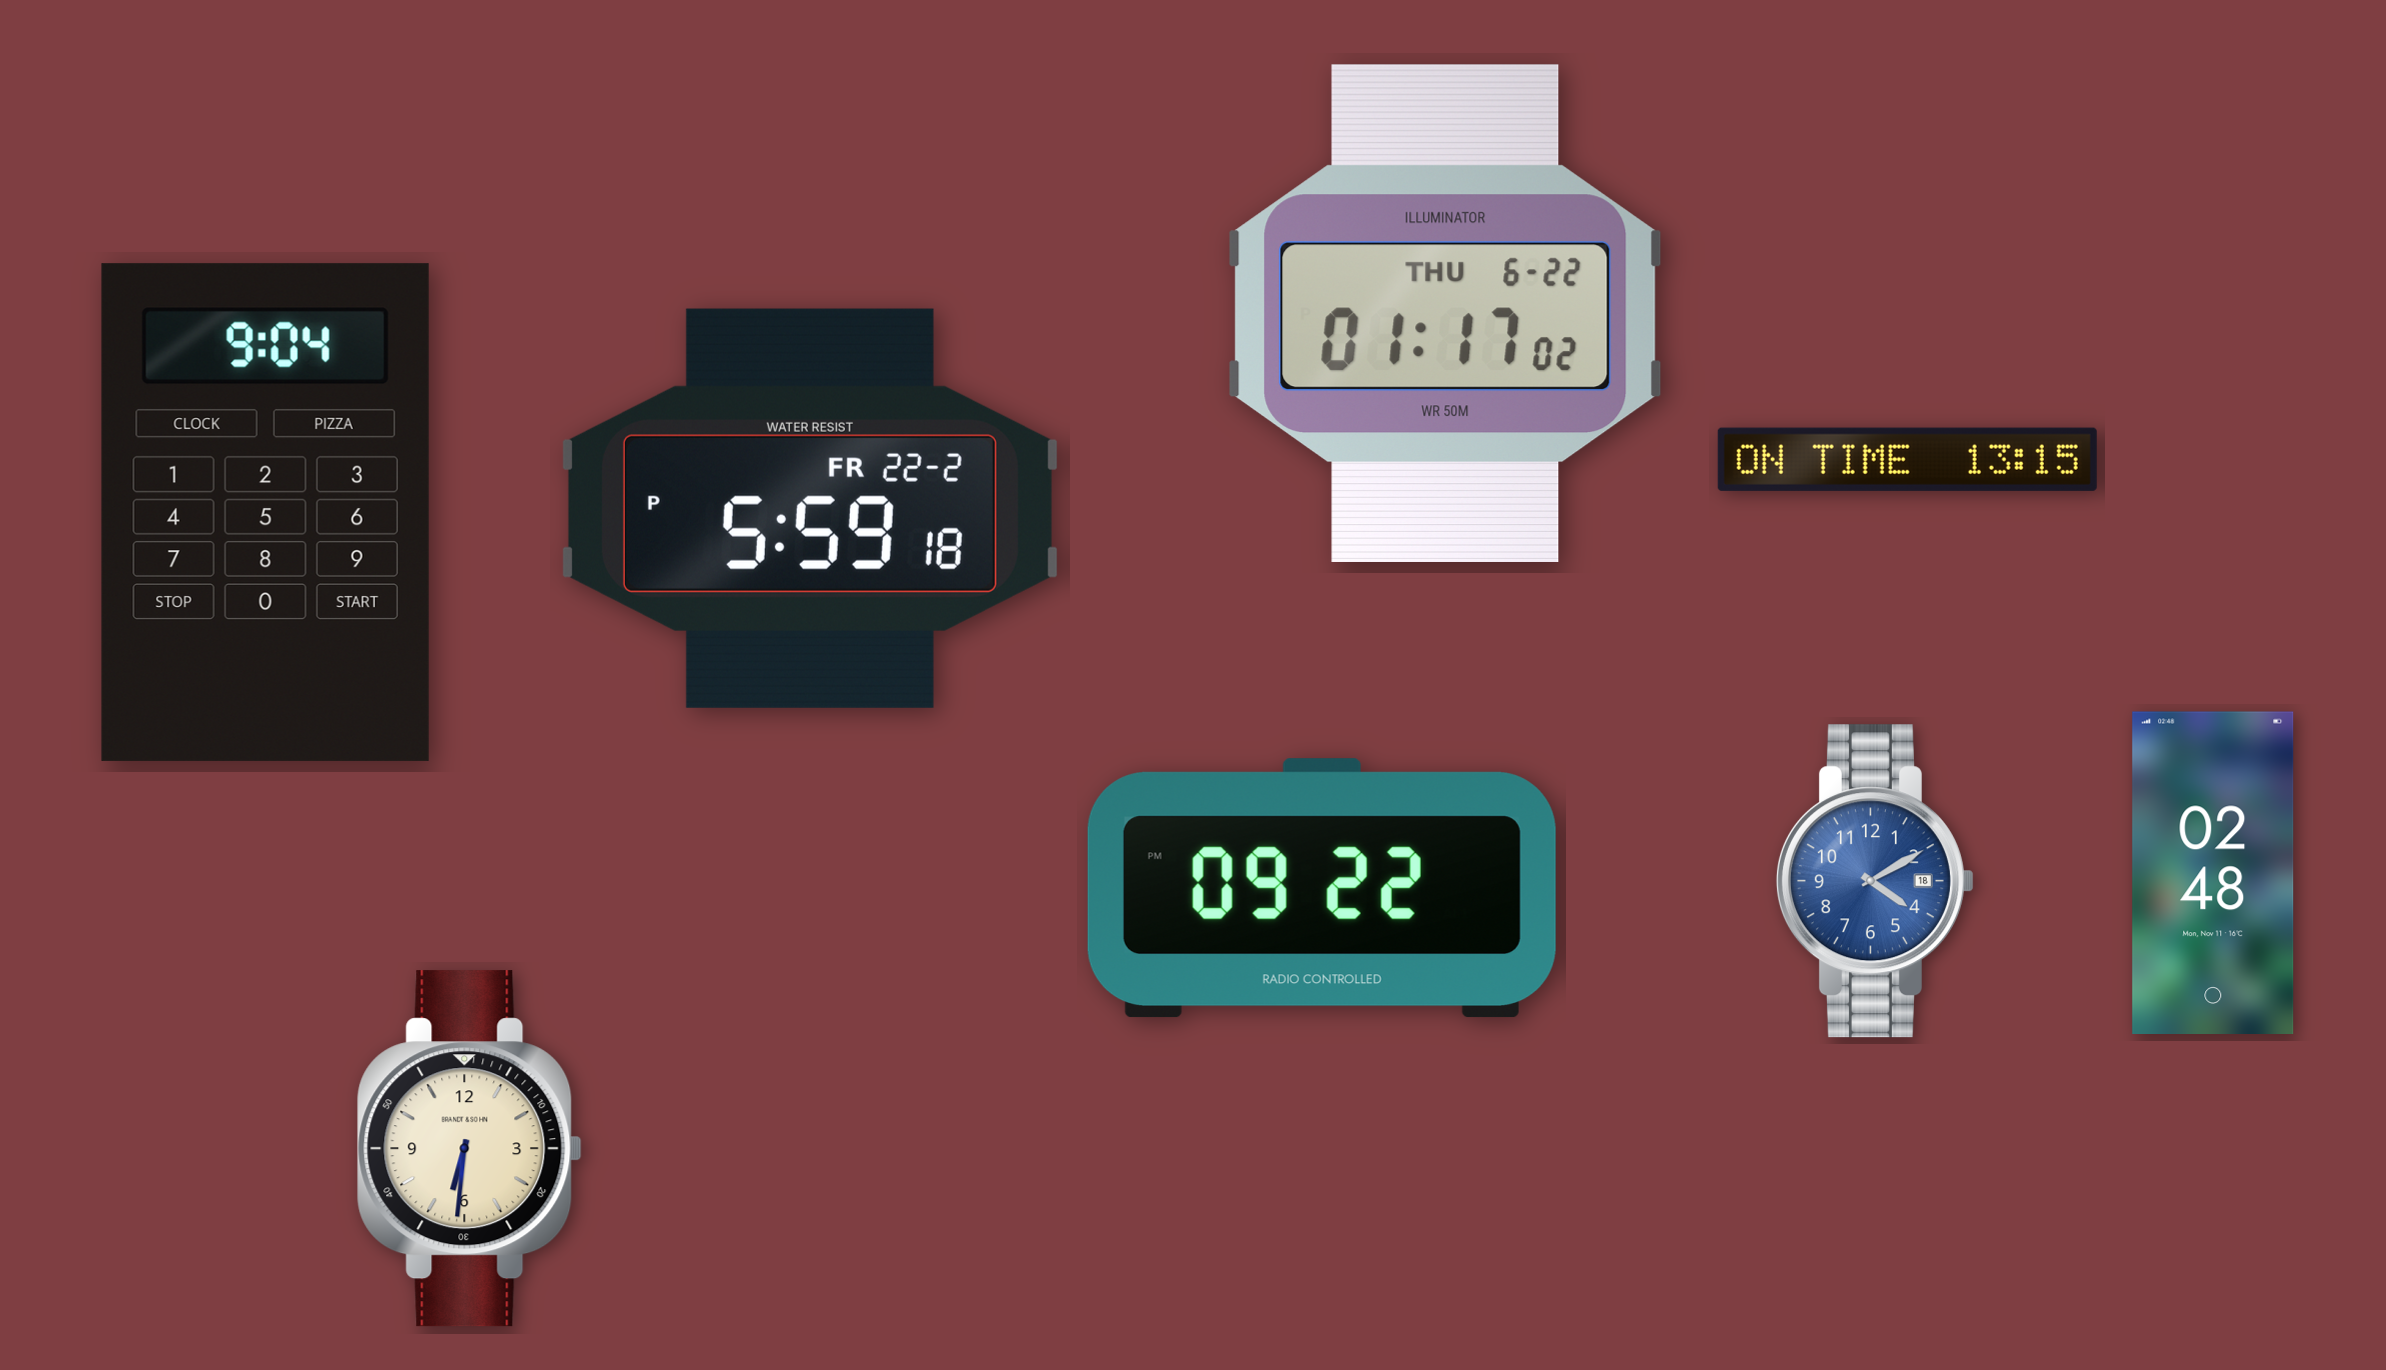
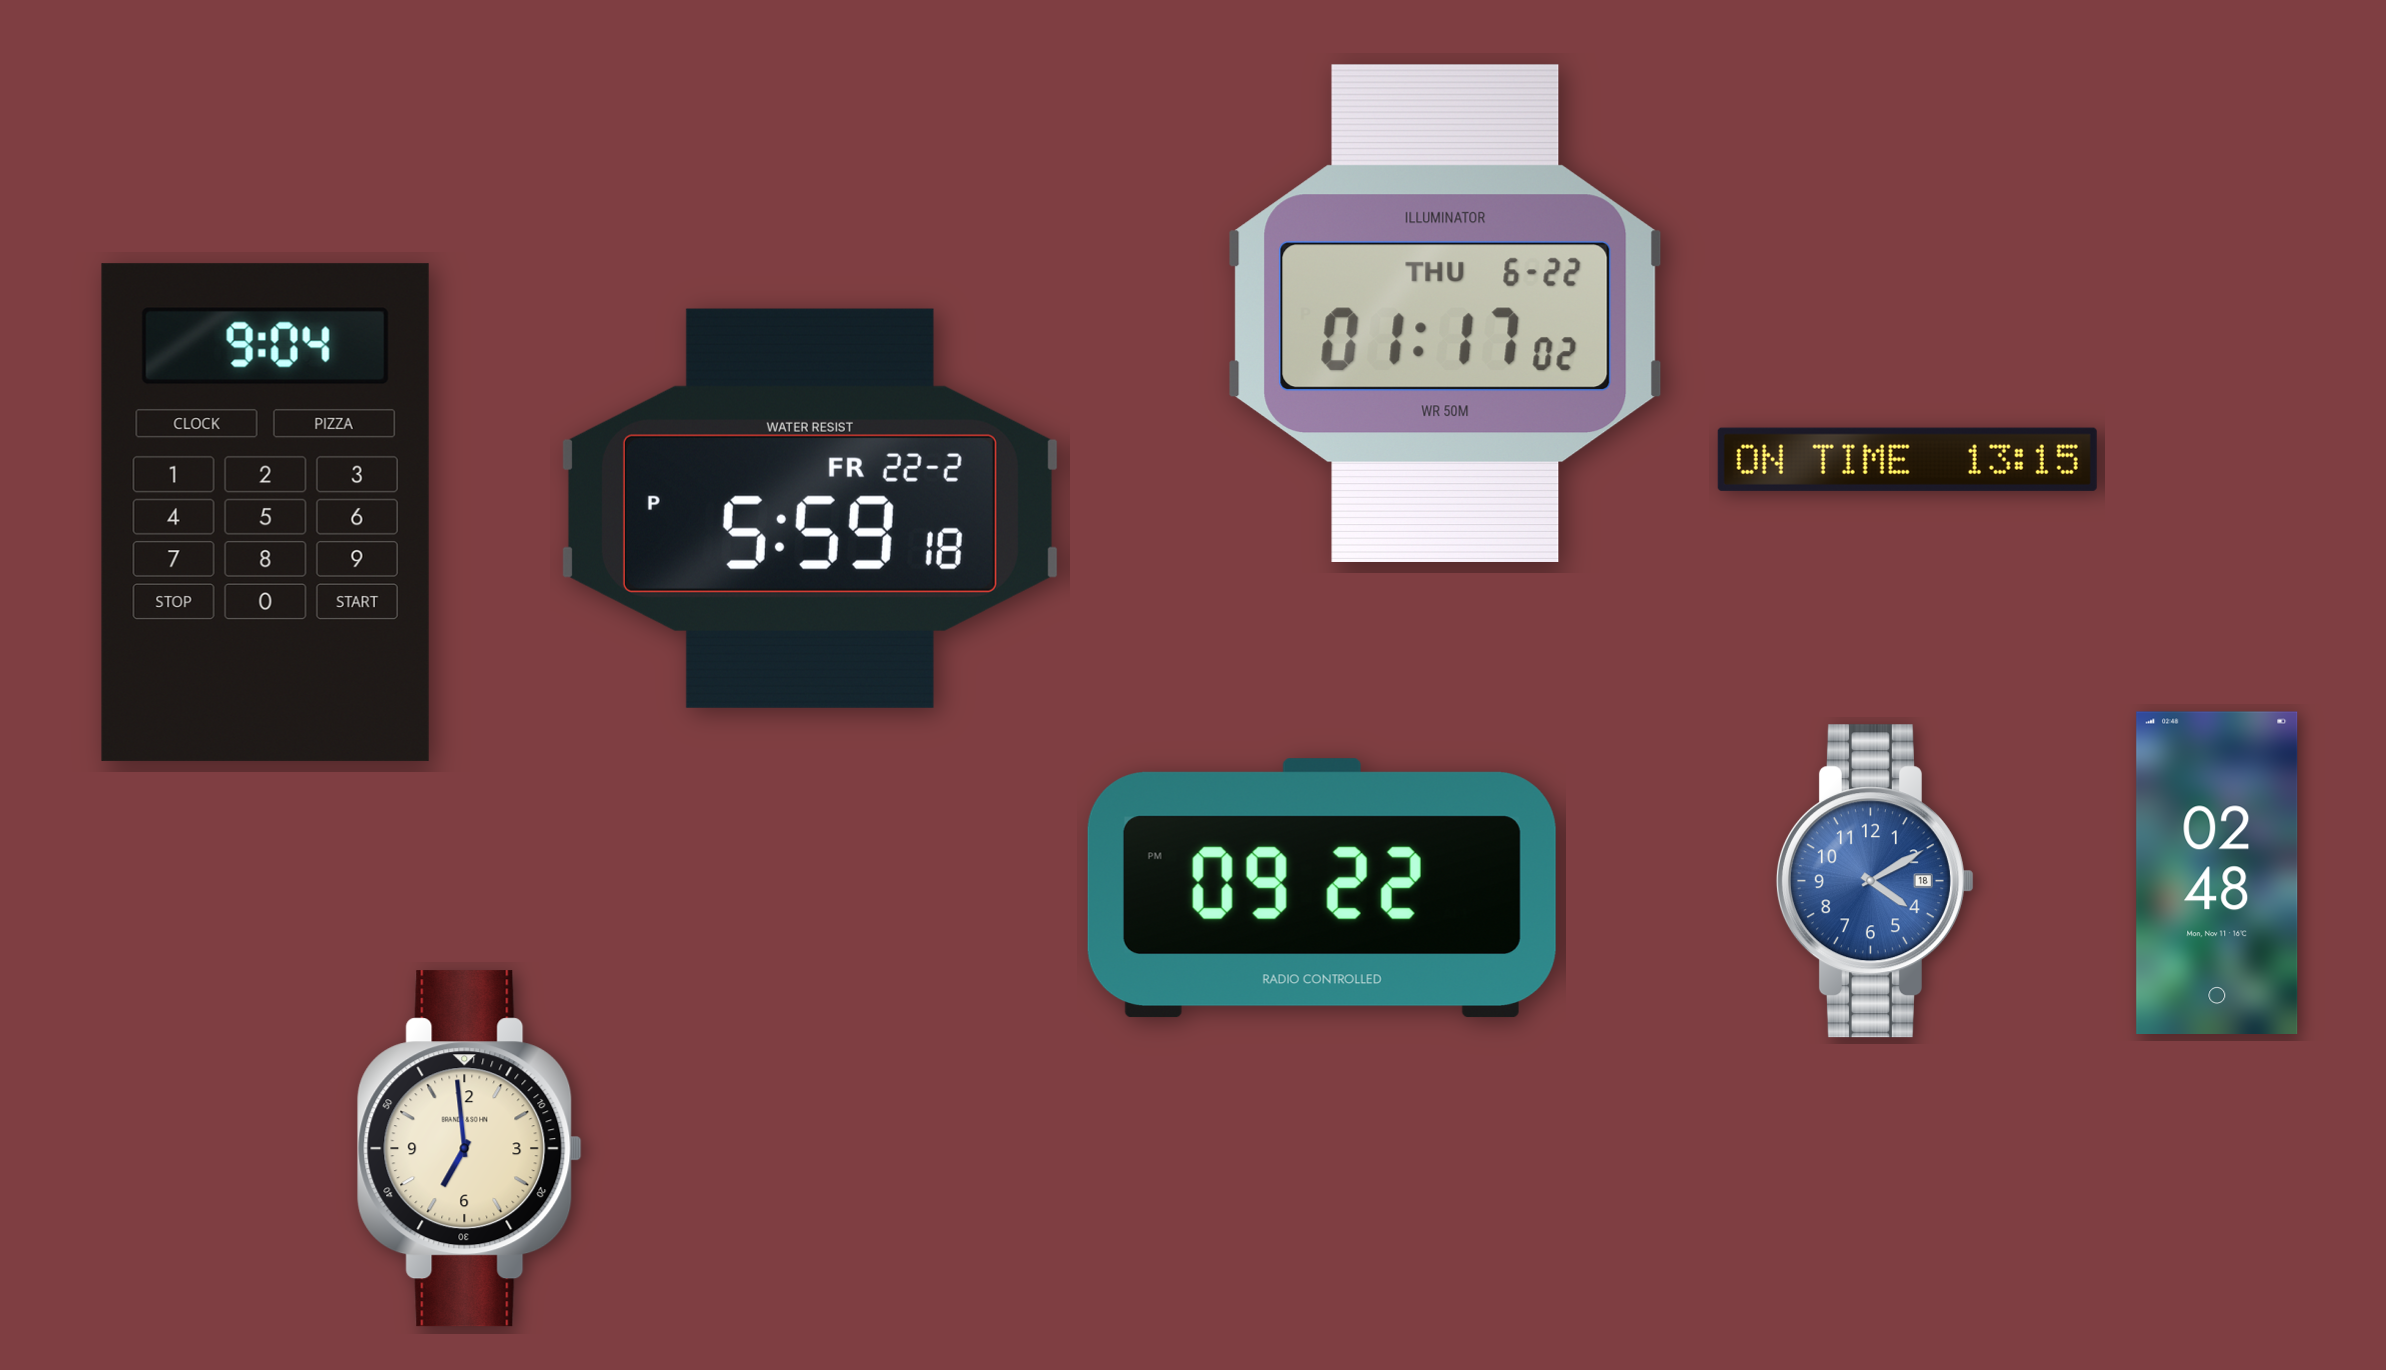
clock at (2213, 872) position: (2213, 872) -> (2217, 872)
clock at (469, 1149): 6:31 -> 6:59
